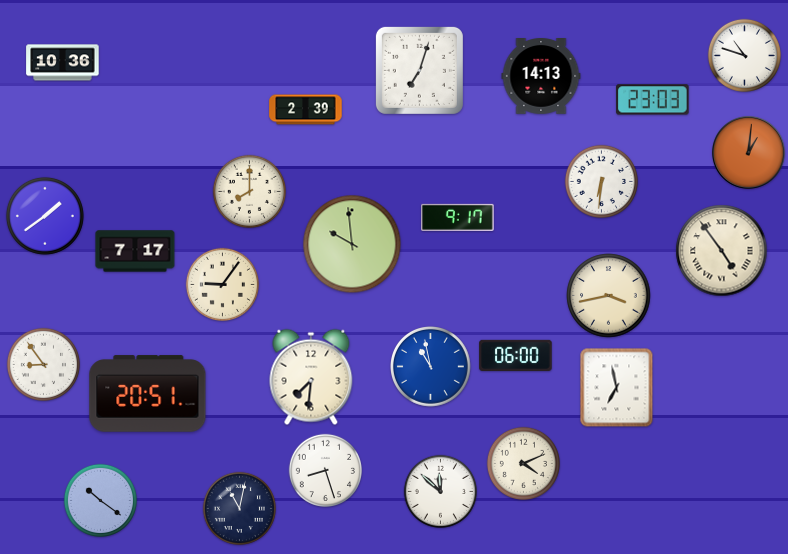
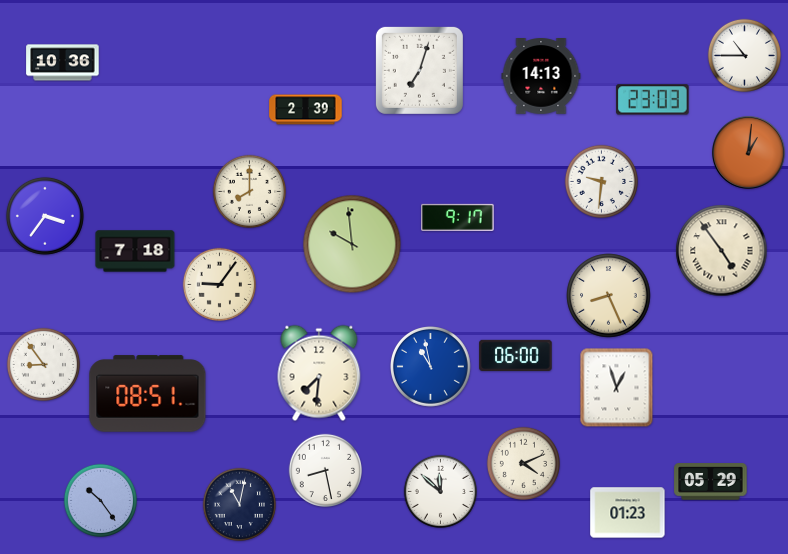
clock at (744, 55): 10:48 -> 10:45
clock at (601, 181): 6:31 -> 9:31
clock at (45, 216): 1:39 -> 3:36
clock at (135, 251): 7:17 -> 7:18
clock at (222, 284) position: (222, 284) -> (219, 284)
clock at (609, 296): 3:43 -> 8:26
clock at (311, 377) position: (311, 377) -> (319, 373)
clock at (617, 388): 6:58 -> 12:57
clock at (148, 394): 20:51 -> 08:51
clock at (325, 470): 8:27 -> 8:28
clock at (711, 482): none -> 05:29
clock at (100, 500): 10:21 -> 10:24
clock at (239, 508) position: (239, 508) -> (239, 504)
clock at (628, 513): none -> 01:23
